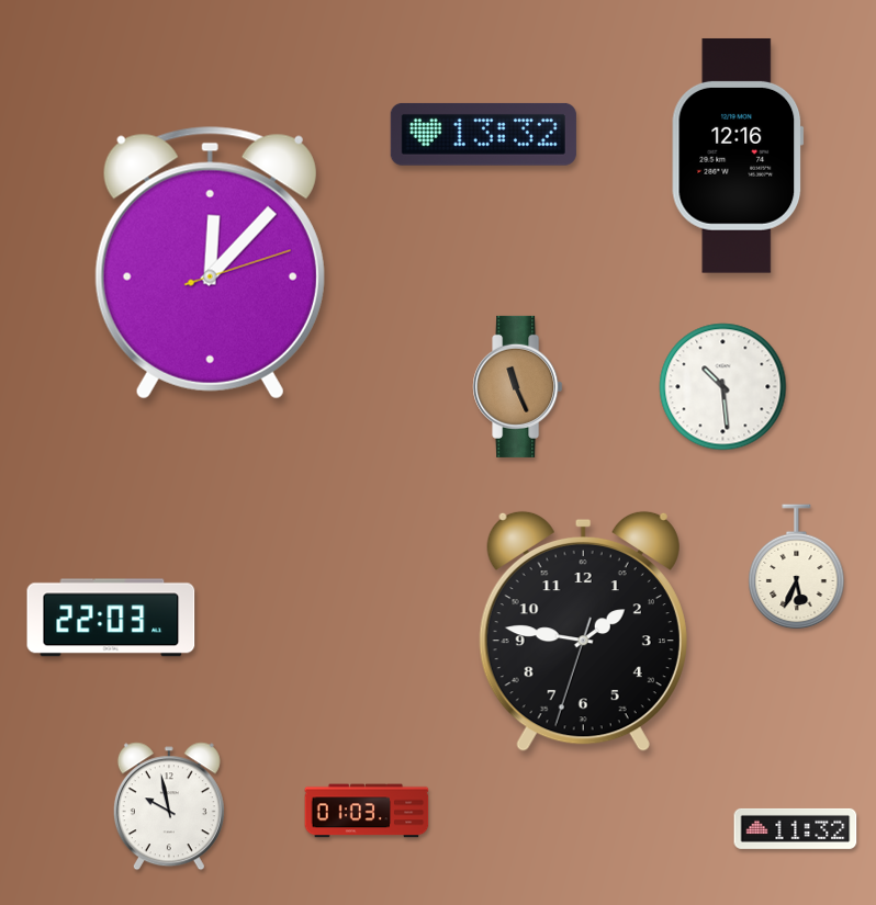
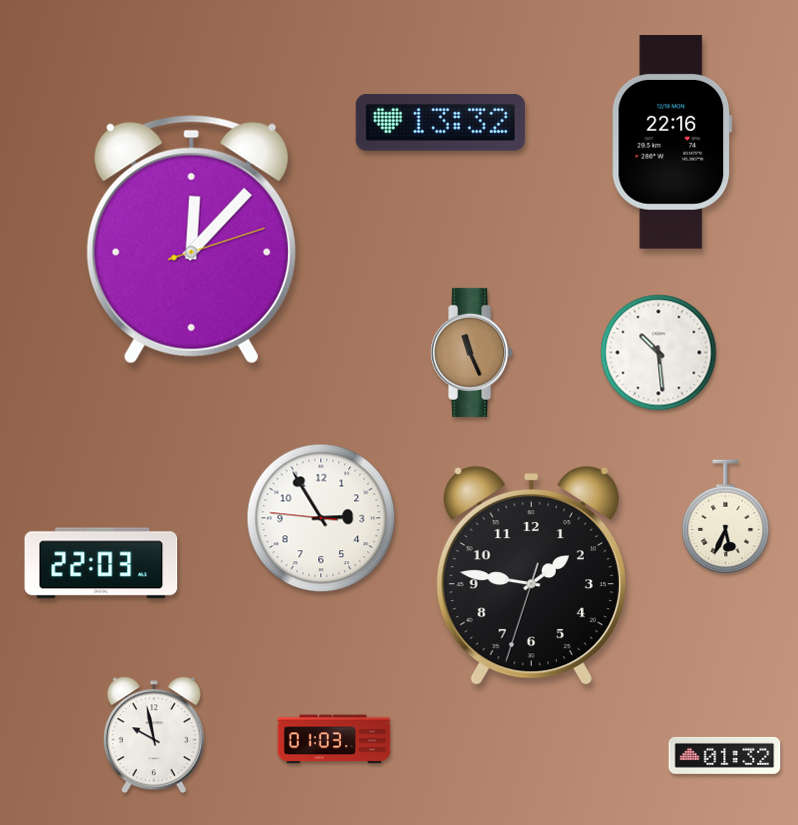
clock at (738, 156): 12:16 -> 22:16
clock at (321, 518): none -> 2:54
clock at (796, 828): 11:32 -> 01:32
